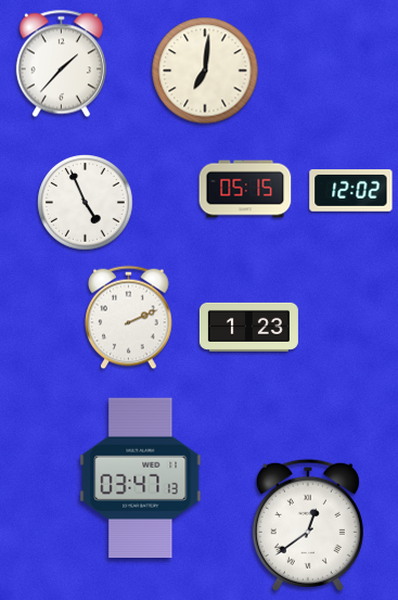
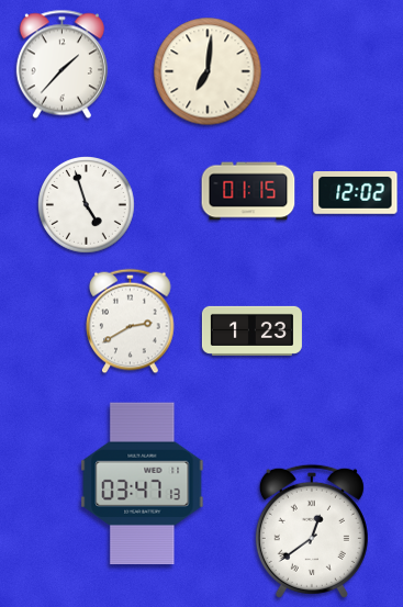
clock at (245, 189): 05:15 -> 01:15
clock at (86, 203): 4:56 -> 4:57
clock at (129, 318): 2:11 -> 2:40
